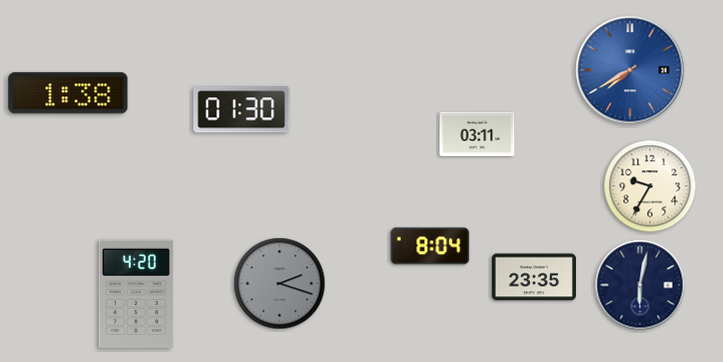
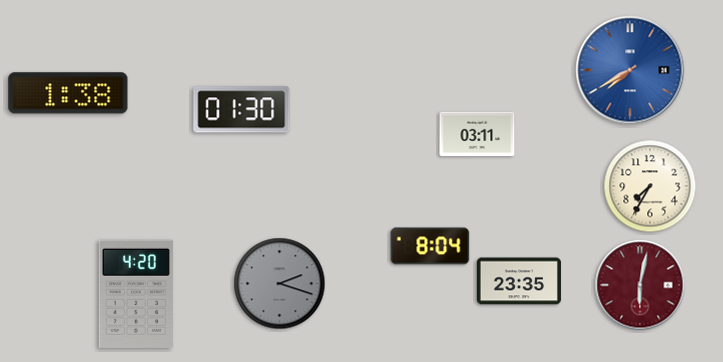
clock at (650, 186): 9:35 -> 7:35
clock at (534, 277) position: (534, 277) -> (519, 281)
clock at (640, 285) dial: navy -> burgundy
